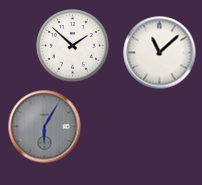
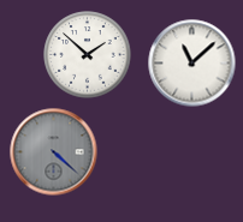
clock at (45, 127): 6:05 -> 4:22
